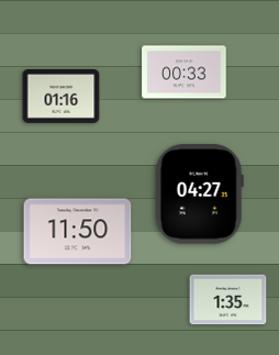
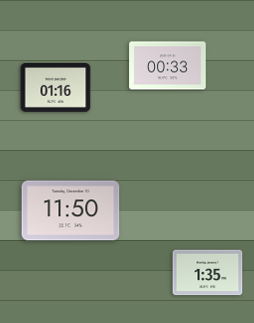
clock at (199, 195): 04:27 -> none
